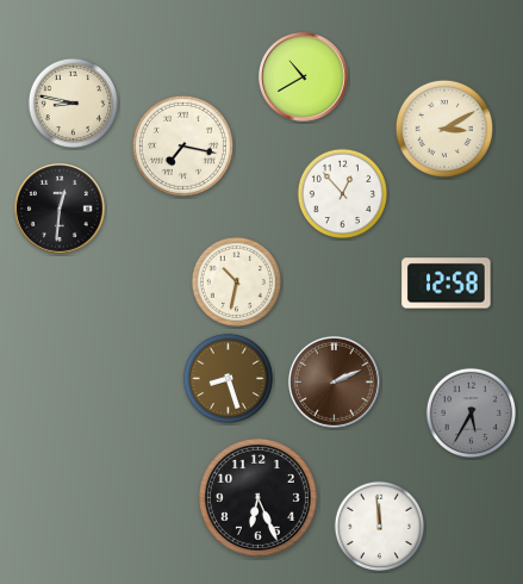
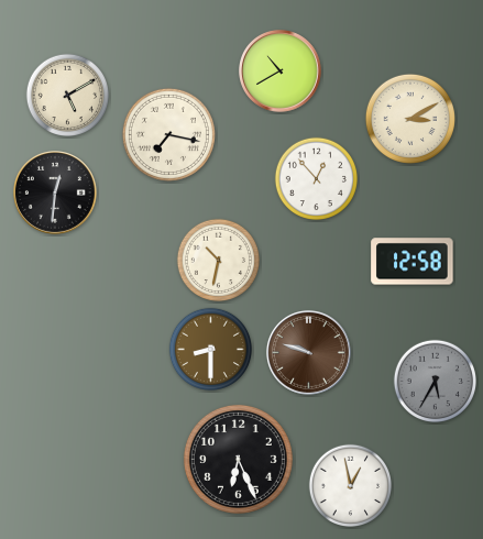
clock at (73, 102): 8:47 -> 5:10
clock at (228, 378): 8:27 -> 8:30
clock at (334, 381): 2:11 -> 9:48
clock at (379, 526): 11:59 -> 12:58
